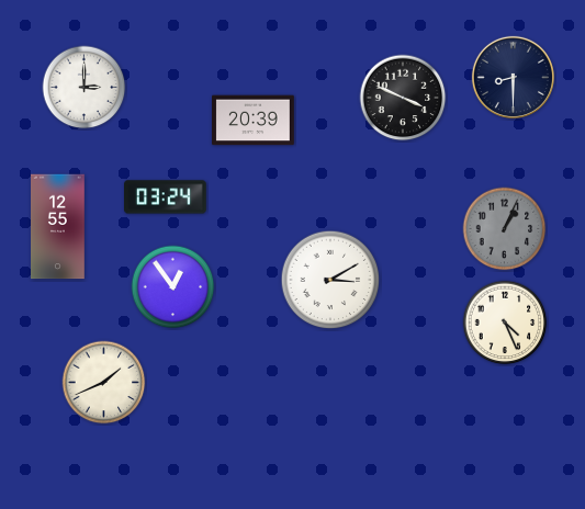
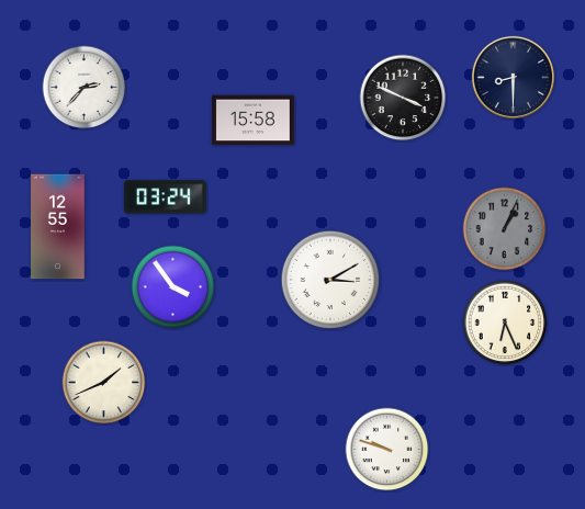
clock at (85, 88): 3:00 -> 2:37
clock at (254, 121): 20:39 -> 15:58
clock at (173, 287): 12:54 -> 3:54
clock at (505, 323): 4:26 -> 6:26
clock at (387, 450): none -> 9:48
